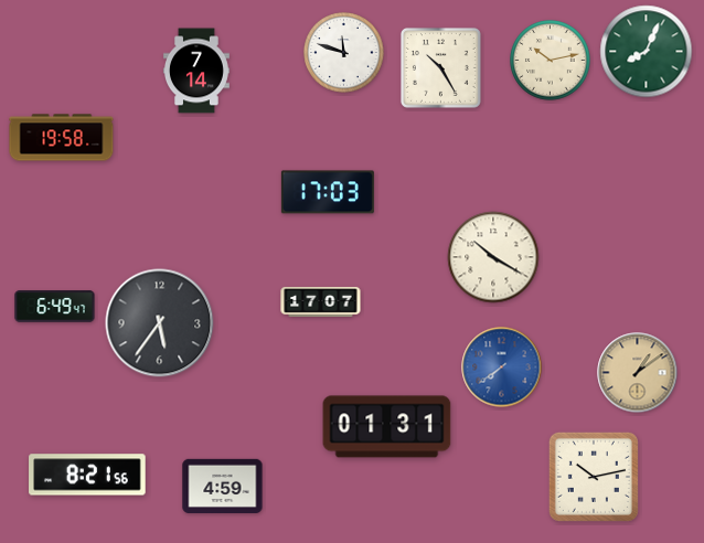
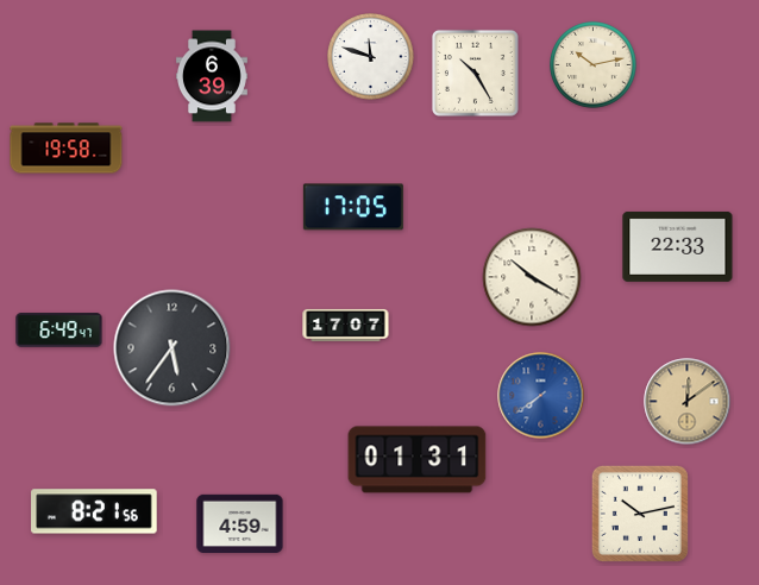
clock at (647, 52): 8:04 -> none
clock at (196, 71): 7:14 -> 6:39
clock at (328, 192): 17:03 -> 17:05
clock at (678, 246): none -> 22:33
clock at (638, 373): 1:09 -> 12:09
